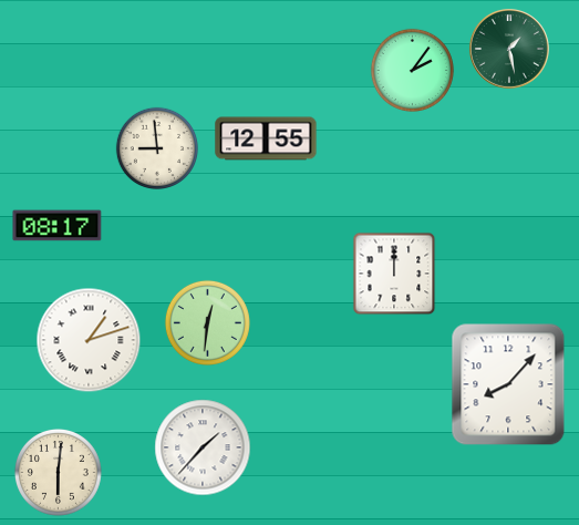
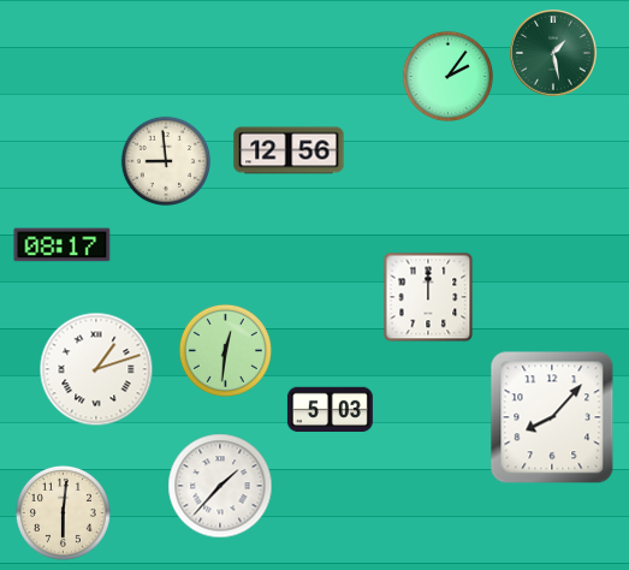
clock at (266, 138): 12:55 -> 12:56
clock at (156, 147) position: (156, 147) -> (165, 160)
clock at (330, 409): none -> 5:03
